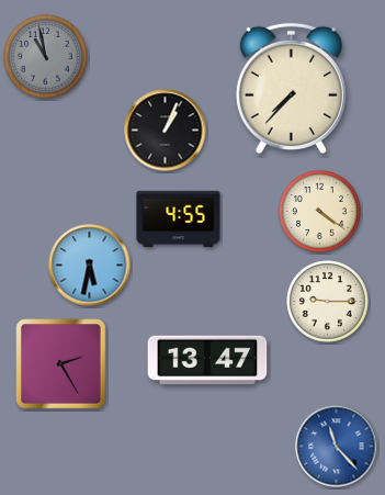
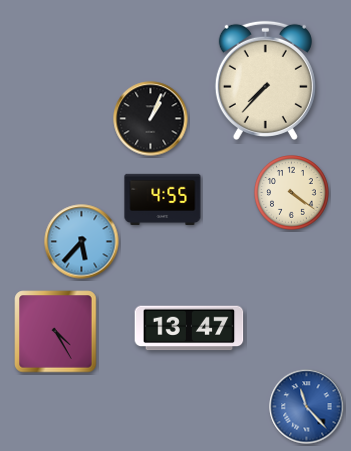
clock at (46, 57): 10:58 -> none
clock at (90, 266): 5:32 -> 5:37
clock at (328, 302): 9:15 -> none
clock at (61, 364): 2:25 -> 4:25
